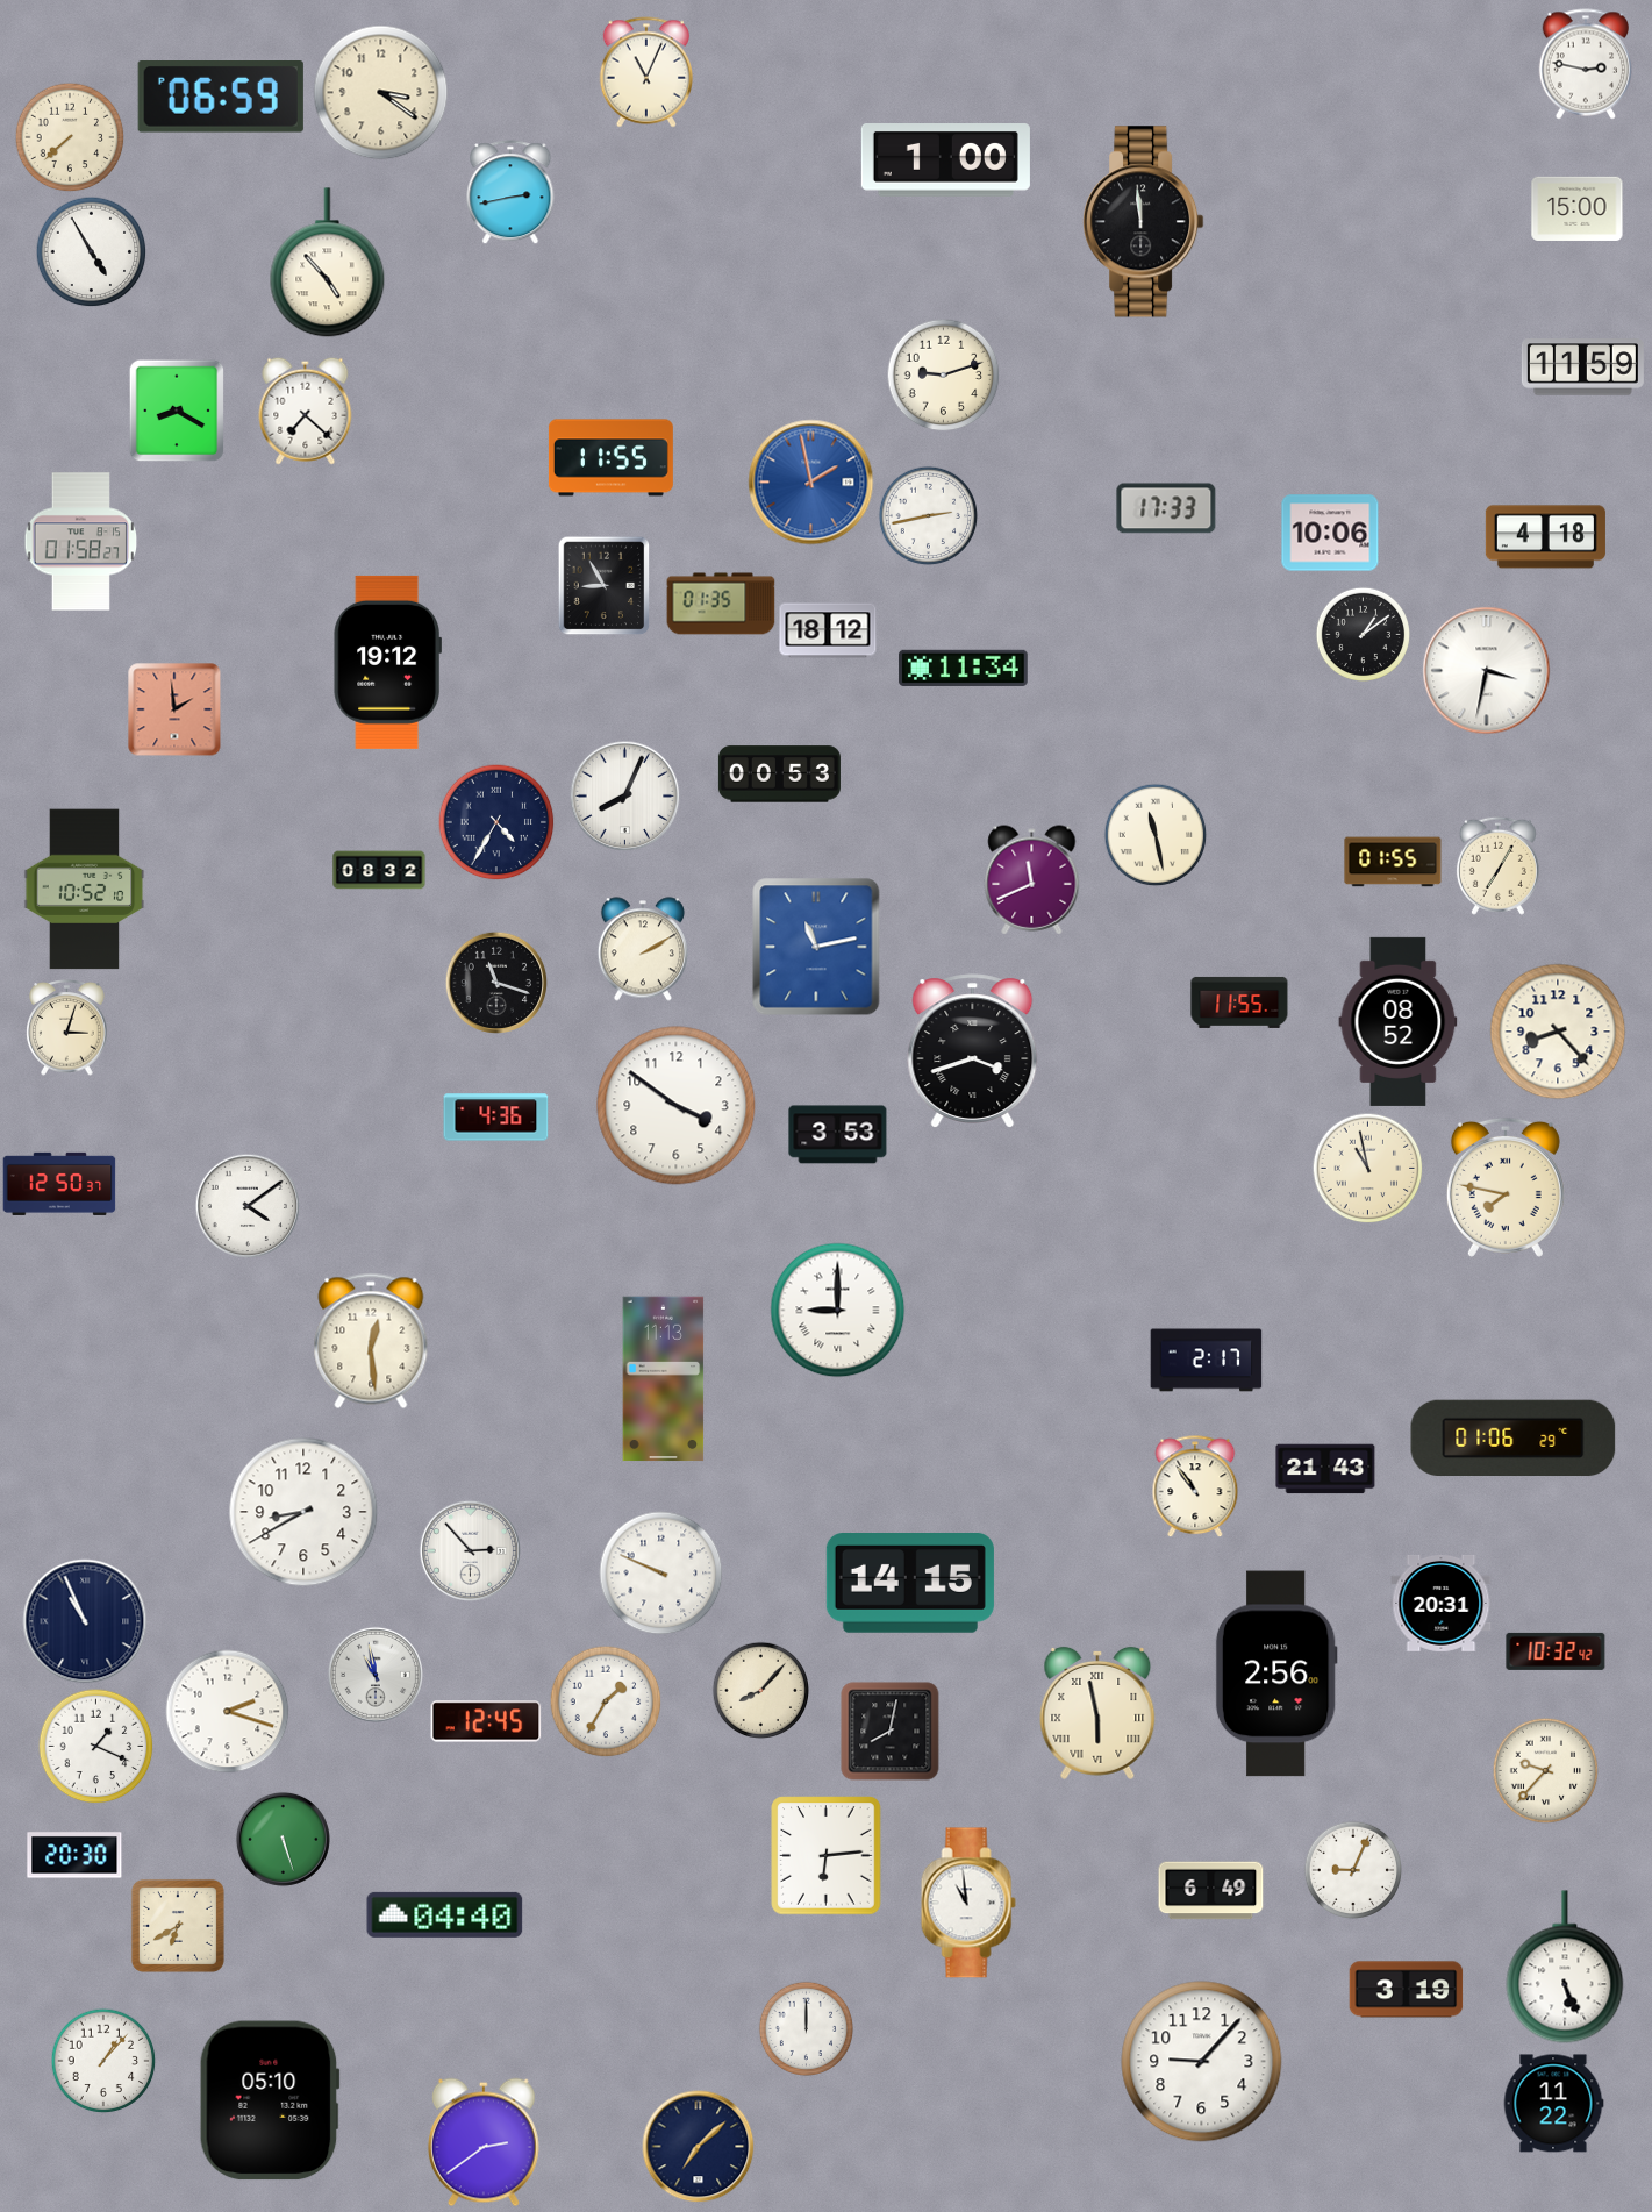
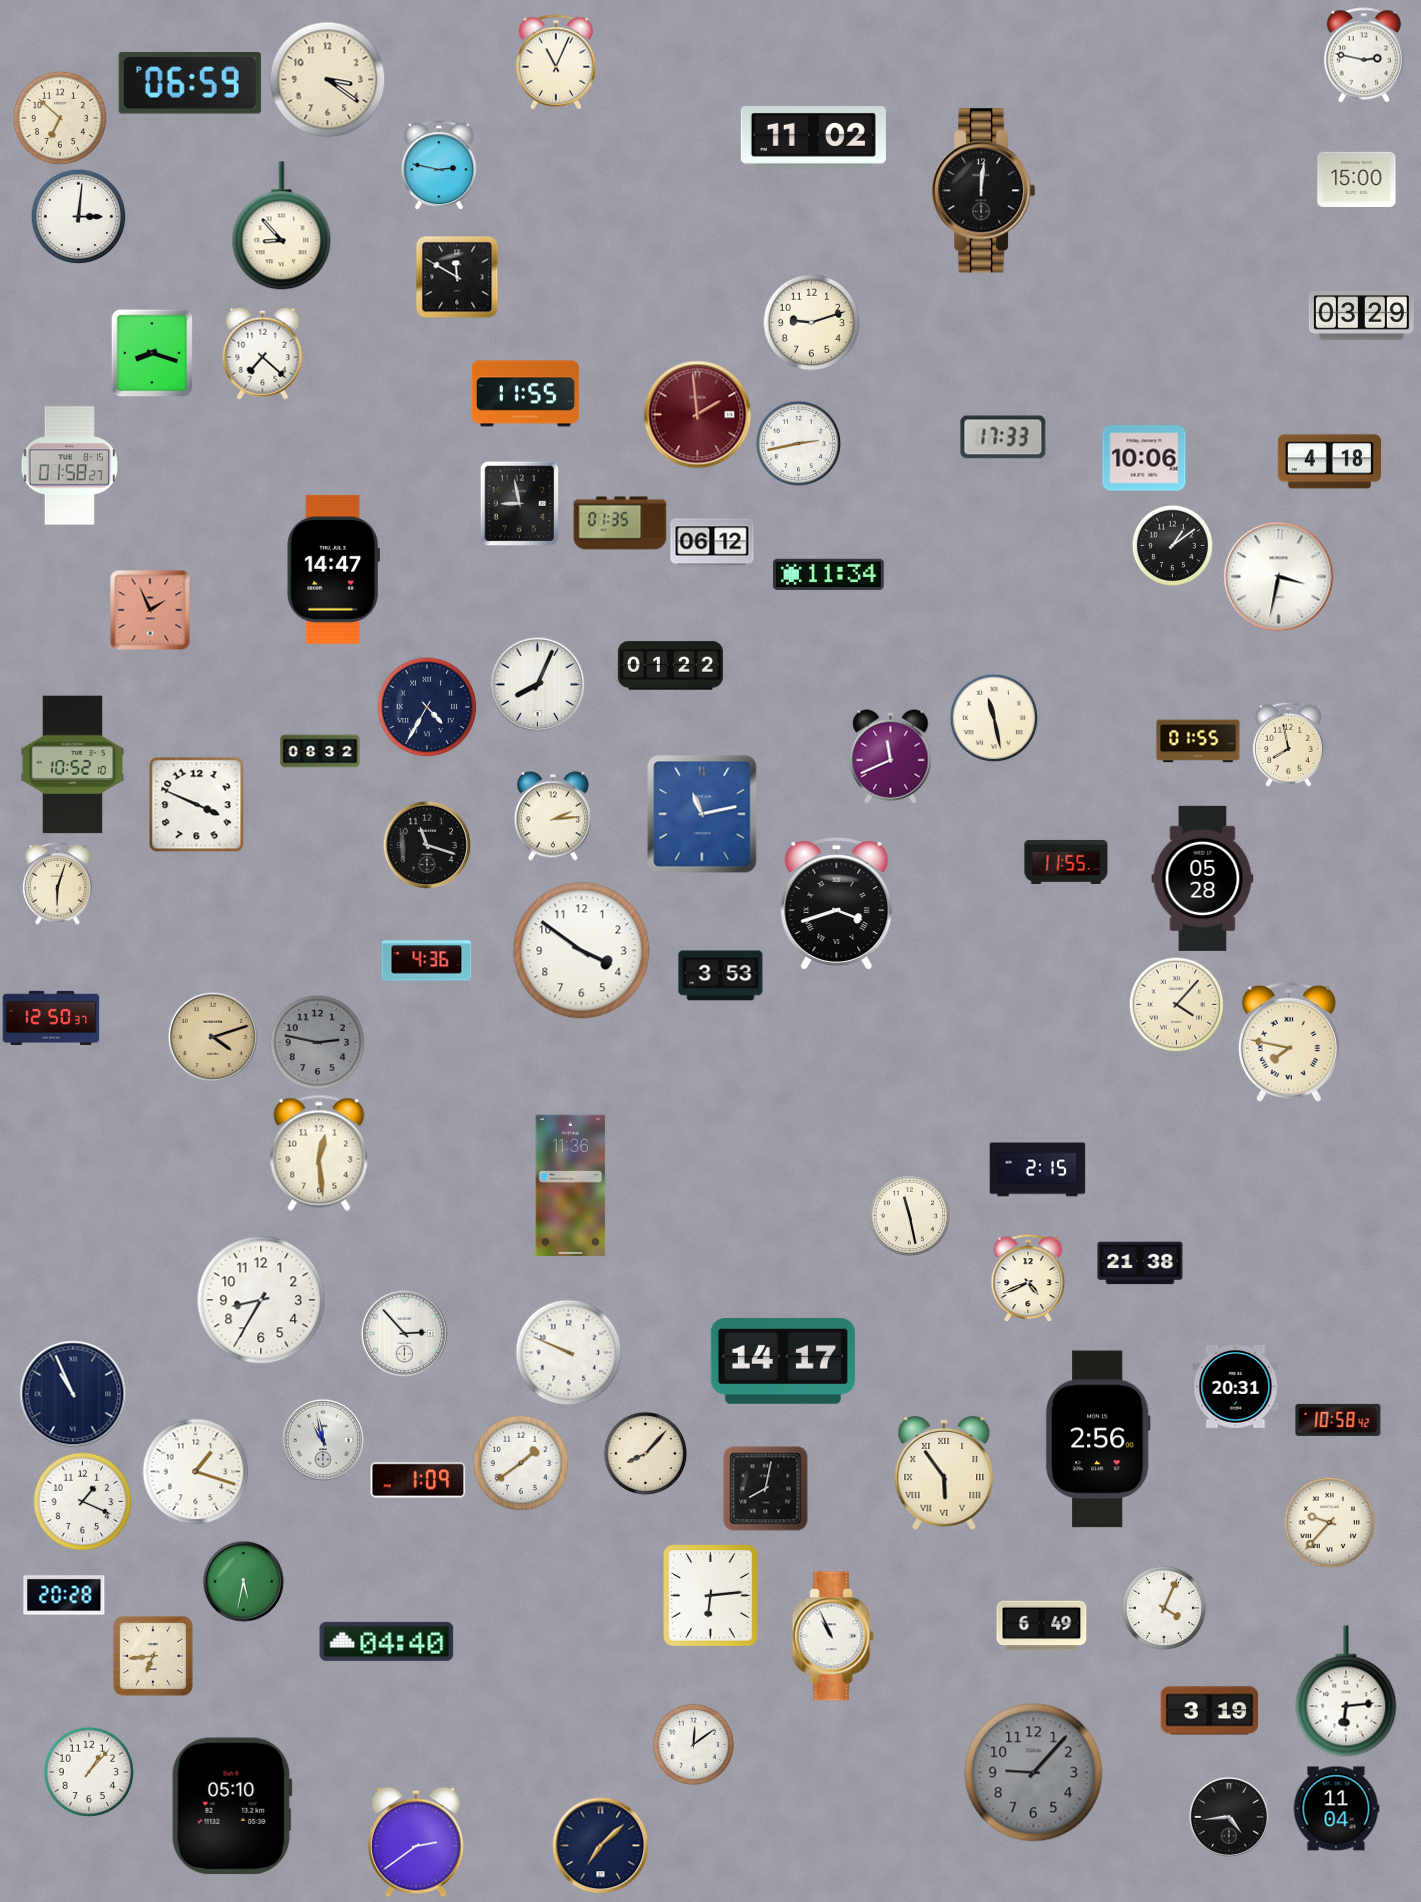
clock at (70, 137): 7:38 -> 6:52
clock at (945, 160): 1:00 -> 11:02
clock at (510, 192): 2:43 -> 2:47
clock at (1144, 222): 11:59 -> 12:01
clock at (91, 251): 4:55 -> 3:01
clock at (328, 263): 4:53 -> 8:53
clock at (457, 277): none -> 11:50
clock at (1582, 368): 11:59 -> 03:29
clock at (177, 411): 8:20 -> 8:18
clock at (811, 483): 1:58 -> 1:59
clock at (811, 483) dial: blue -> burgundy
clock at (605, 585): 8:55 -> 8:58
clock at (721, 604) position: (721, 604) -> (620, 523)
clock at (828, 630): 18:12 -> 06:12
clock at (387, 662): 19:12 -> 14:47
clock at (174, 709): 1:59 -> 1:56
clock at (779, 775): 00:53 -> 01:22
clock at (1497, 865): 7:05 -> 7:58
clock at (379, 870) position: (379, 870) -> (320, 751)
clock at (1032, 880) position: (1032, 880) -> (891, 757)
clock at (197, 805): none -> 3:49
clock at (643, 949): 2:10 -> 2:14
clock at (1399, 1021): 08:52 -> 05:28
clock at (67, 1028): 3:03 -> 6:03
clock at (1558, 1032): 8:23 -> none
clock at (1367, 1168): 10:58 -> 4:07
clock at (1506, 1187) position: (1506, 1187) -> (1289, 1042)
clock at (248, 1206): 4:09 -> 4:12
clock at (248, 1206) dial: white -> champagne
clock at (317, 1042): none -> 2:47
clock at (838, 1311): 9:00 -> none
clock at (1207, 1361): 2:17 -> 2:15
clock at (664, 1379): 11:13 -> 11:36
clock at (909, 1215): none -> 11:28
clock at (1514, 1437): 01:06 -> none
clock at (1325, 1469): 21:43 -> 21:38
clock at (1195, 1486): 10:54 -> 4:41
clock at (303, 1512): 8:40 -> 8:35
clock at (910, 1584): 14:15 -> 14:17
clock at (1442, 1603) position: (1442, 1603) -> (1236, 1386)
clock at (1556, 1651): 10:32 -> 10:58
clock at (760, 1690) position: (760, 1690) -> (645, 1453)
clock at (606, 1701): 1:35 -> 1:39
clock at (228, 1712): 2:18 -> 1:18
clock at (1097, 1713): 5:58 -> 5:54
clock at (486, 1721): 12:45 -> 1:09
clock at (283, 1839): 5:27 -> 5:32
clock at (74, 1855): 20:30 -> 20:28
clock at (1352, 1869): 9:04 -> 4:04
clock at (968, 1903): 10:59 -> 10:56
clock at (445, 1914) position: (445, 1914) -> (387, 1641)
clock at (178, 1926): 6:40 -> 6:44
clock at (1565, 1967): 5:26 -> 6:14
clock at (806, 2028): 12:00 -> 12:09
clock at (1202, 2062) dial: white -> grey
clock at (1553, 2104): 11:22 -> 11:04
clock at (1229, 1817): none -> 4:44
